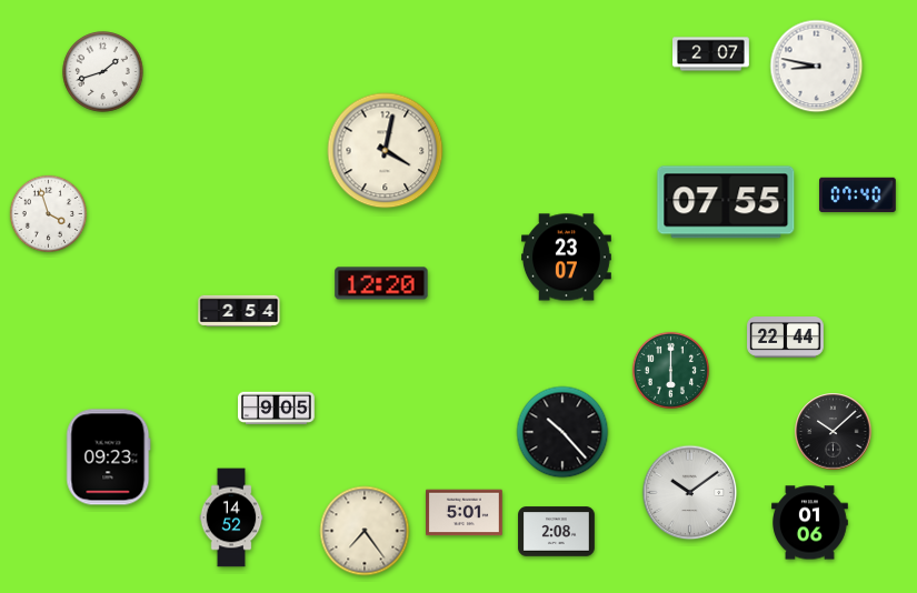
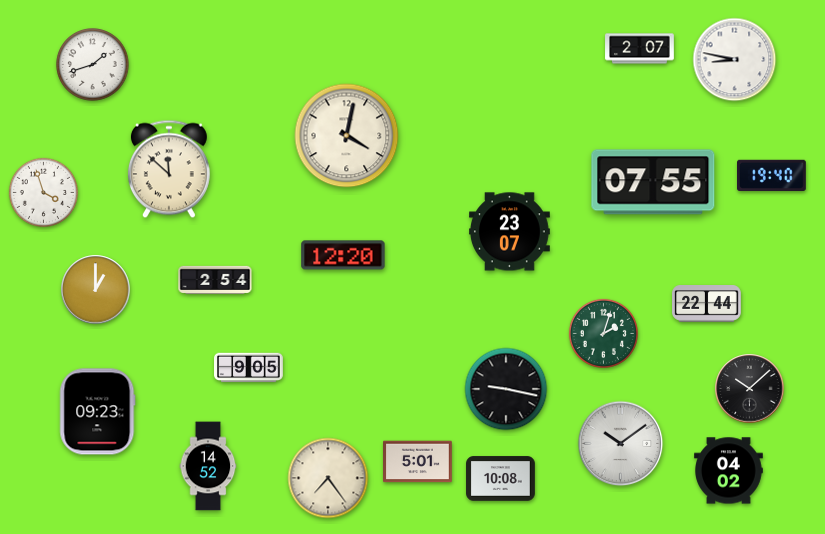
clock at (169, 169): none -> 11:52
clock at (858, 194): 07:40 -> 19:40
clock at (96, 290): none -> 1:00
clock at (670, 370): 6:00 -> 2:03
clock at (562, 432): 10:23 -> 9:17
clock at (810, 523): 01:06 -> 04:02
clock at (557, 532): 2:08 -> 10:08
